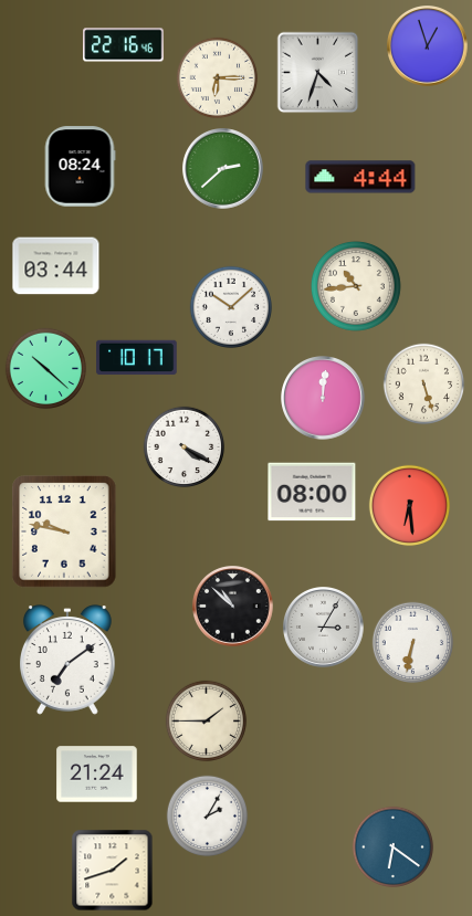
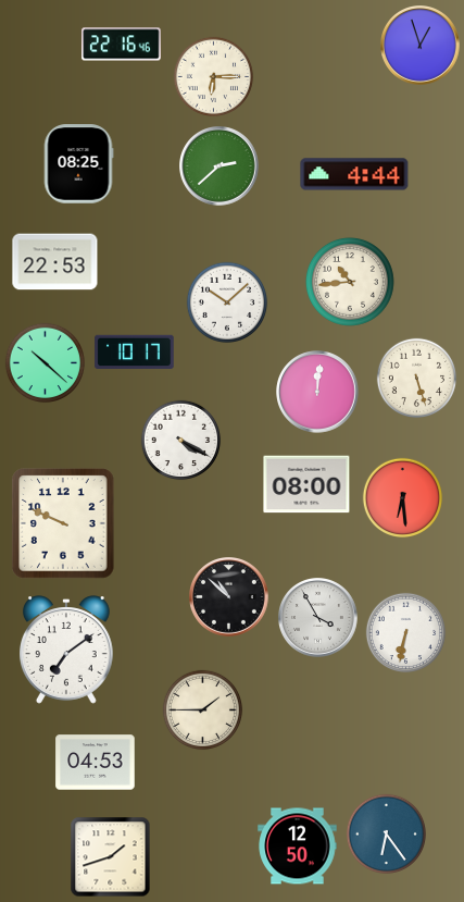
clock at (318, 73): 4:33 -> none
clock at (80, 167): 08:24 -> 08:25
clock at (56, 266): 03:44 -> 22:53
clock at (64, 531): 9:47 -> 9:49
clock at (324, 628): 3:05 -> 3:55
clock at (97, 775): 21:24 -> 04:53
clock at (208, 817): 2:05 -> none
clock at (394, 847): 6:21 -> 6:24
clock at (298, 847): none -> 12:50
